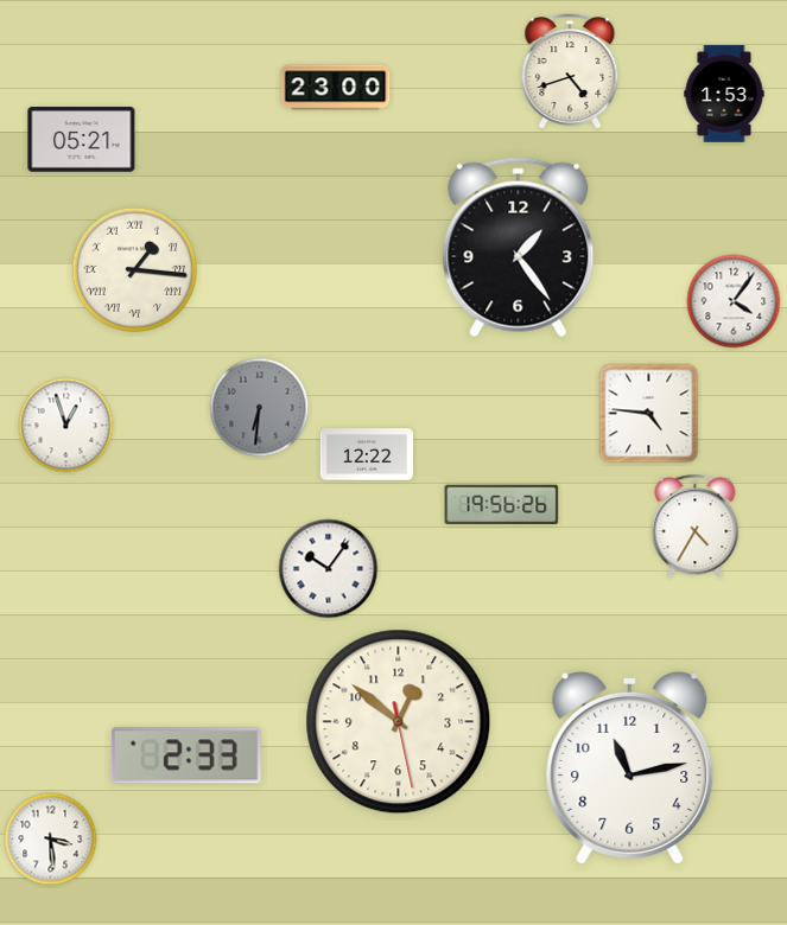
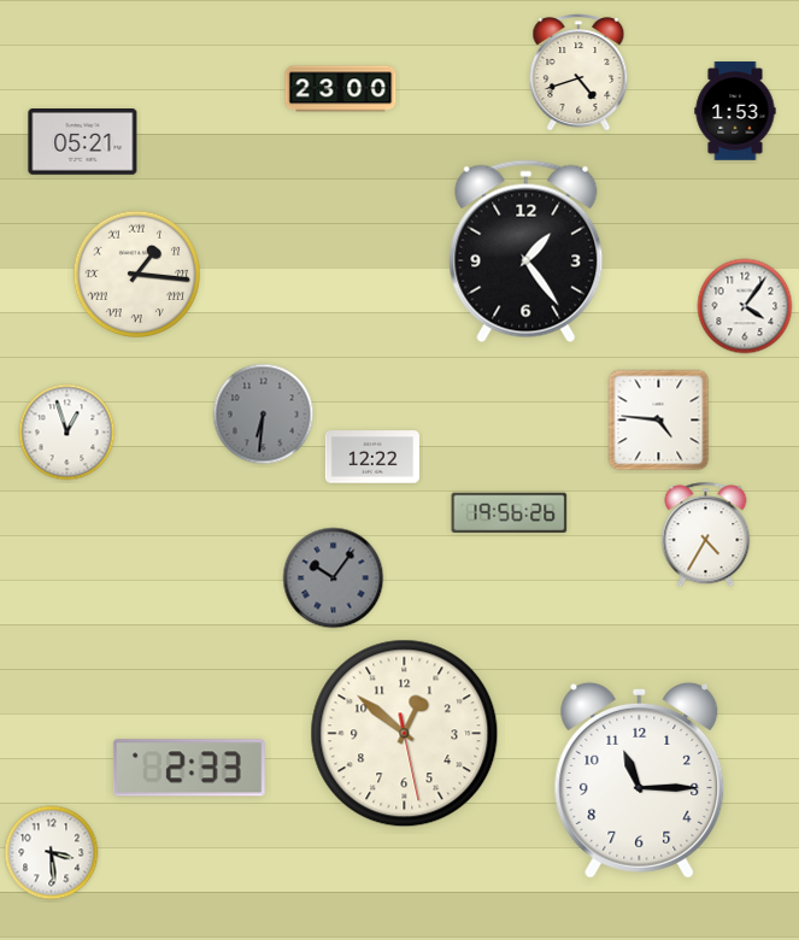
clock at (724, 94) position: (724, 94) -> (735, 111)
clock at (367, 454) position: (367, 454) -> (372, 457)
clock at (329, 569) dial: white -> grey
clock at (630, 767): 11:13 -> 11:15
